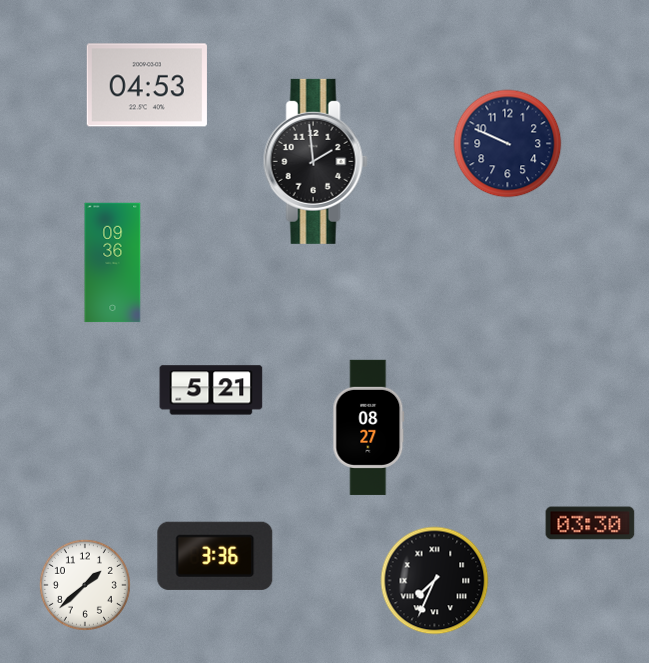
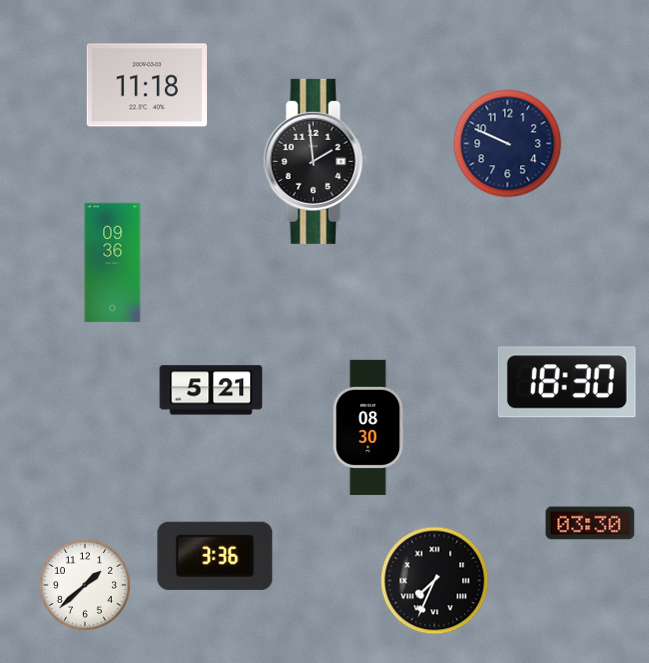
clock at (147, 85): 04:53 -> 11:18
clock at (567, 382): none -> 18:30
clock at (369, 427): 08:27 -> 08:30
